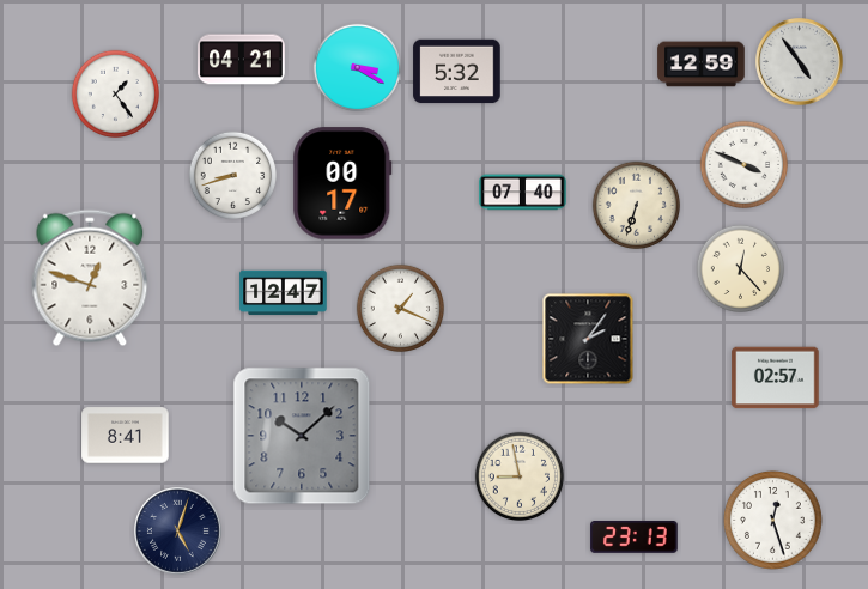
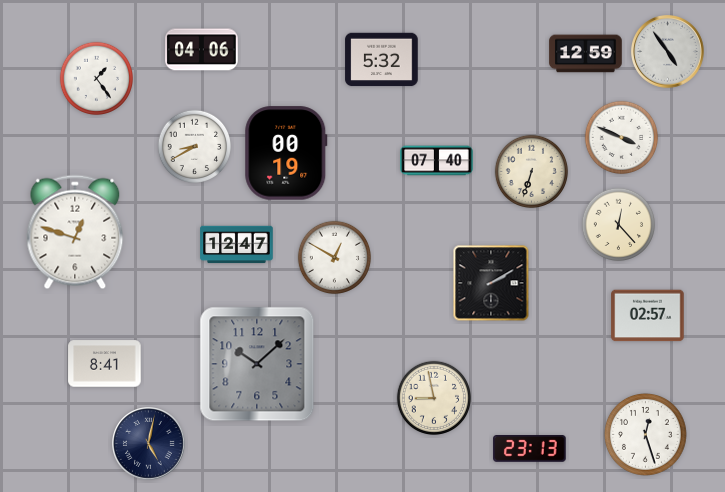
clock at (242, 60): 04:21 -> 04:06
clock at (358, 68): 3:20 -> none
clock at (233, 176): 8:42 -> 8:40
clock at (342, 183): 00:17 -> 00:19
clock at (401, 309): 1:19 -> 12:50
clock at (588, 339): 2:06 -> 2:10
clock at (302, 436) position: (302, 436) -> (257, 364)
clock at (178, 532): 5:03 -> 5:02
